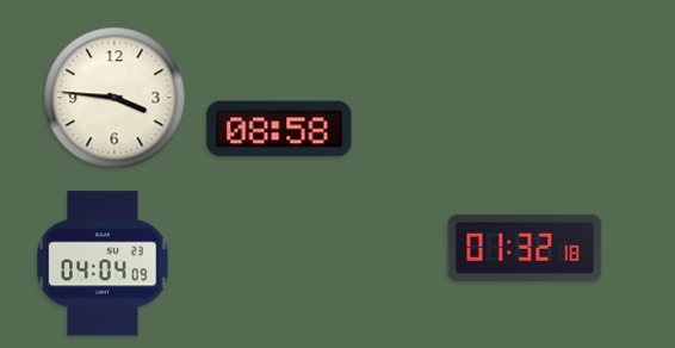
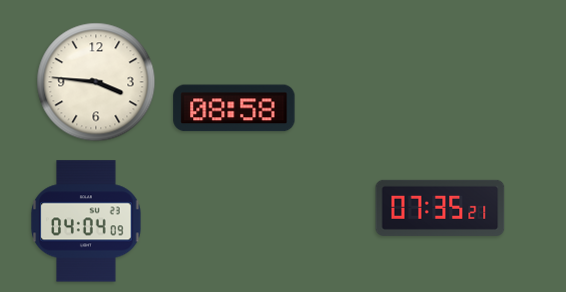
clock at (525, 248): 01:32 -> 07:35
